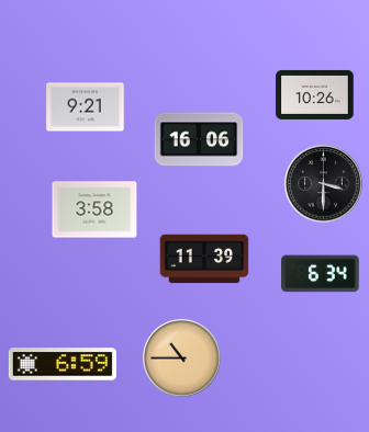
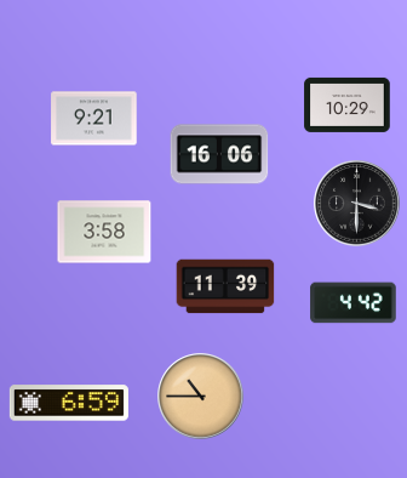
clock at (315, 94): 10:26 -> 10:29
clock at (321, 274): 6:34 -> 4:42
